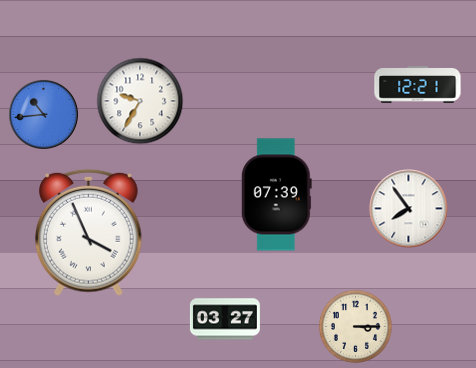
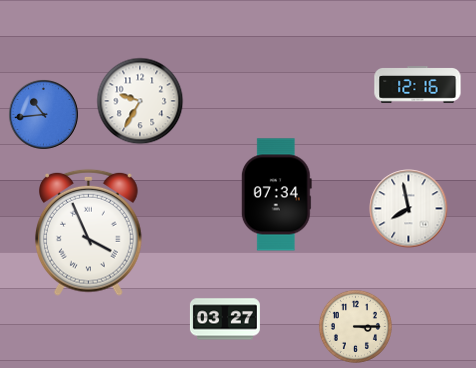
clock at (418, 85): 12:21 -> 12:16
clock at (276, 195): 07:39 -> 07:34
clock at (409, 209): 7:54 -> 7:58
